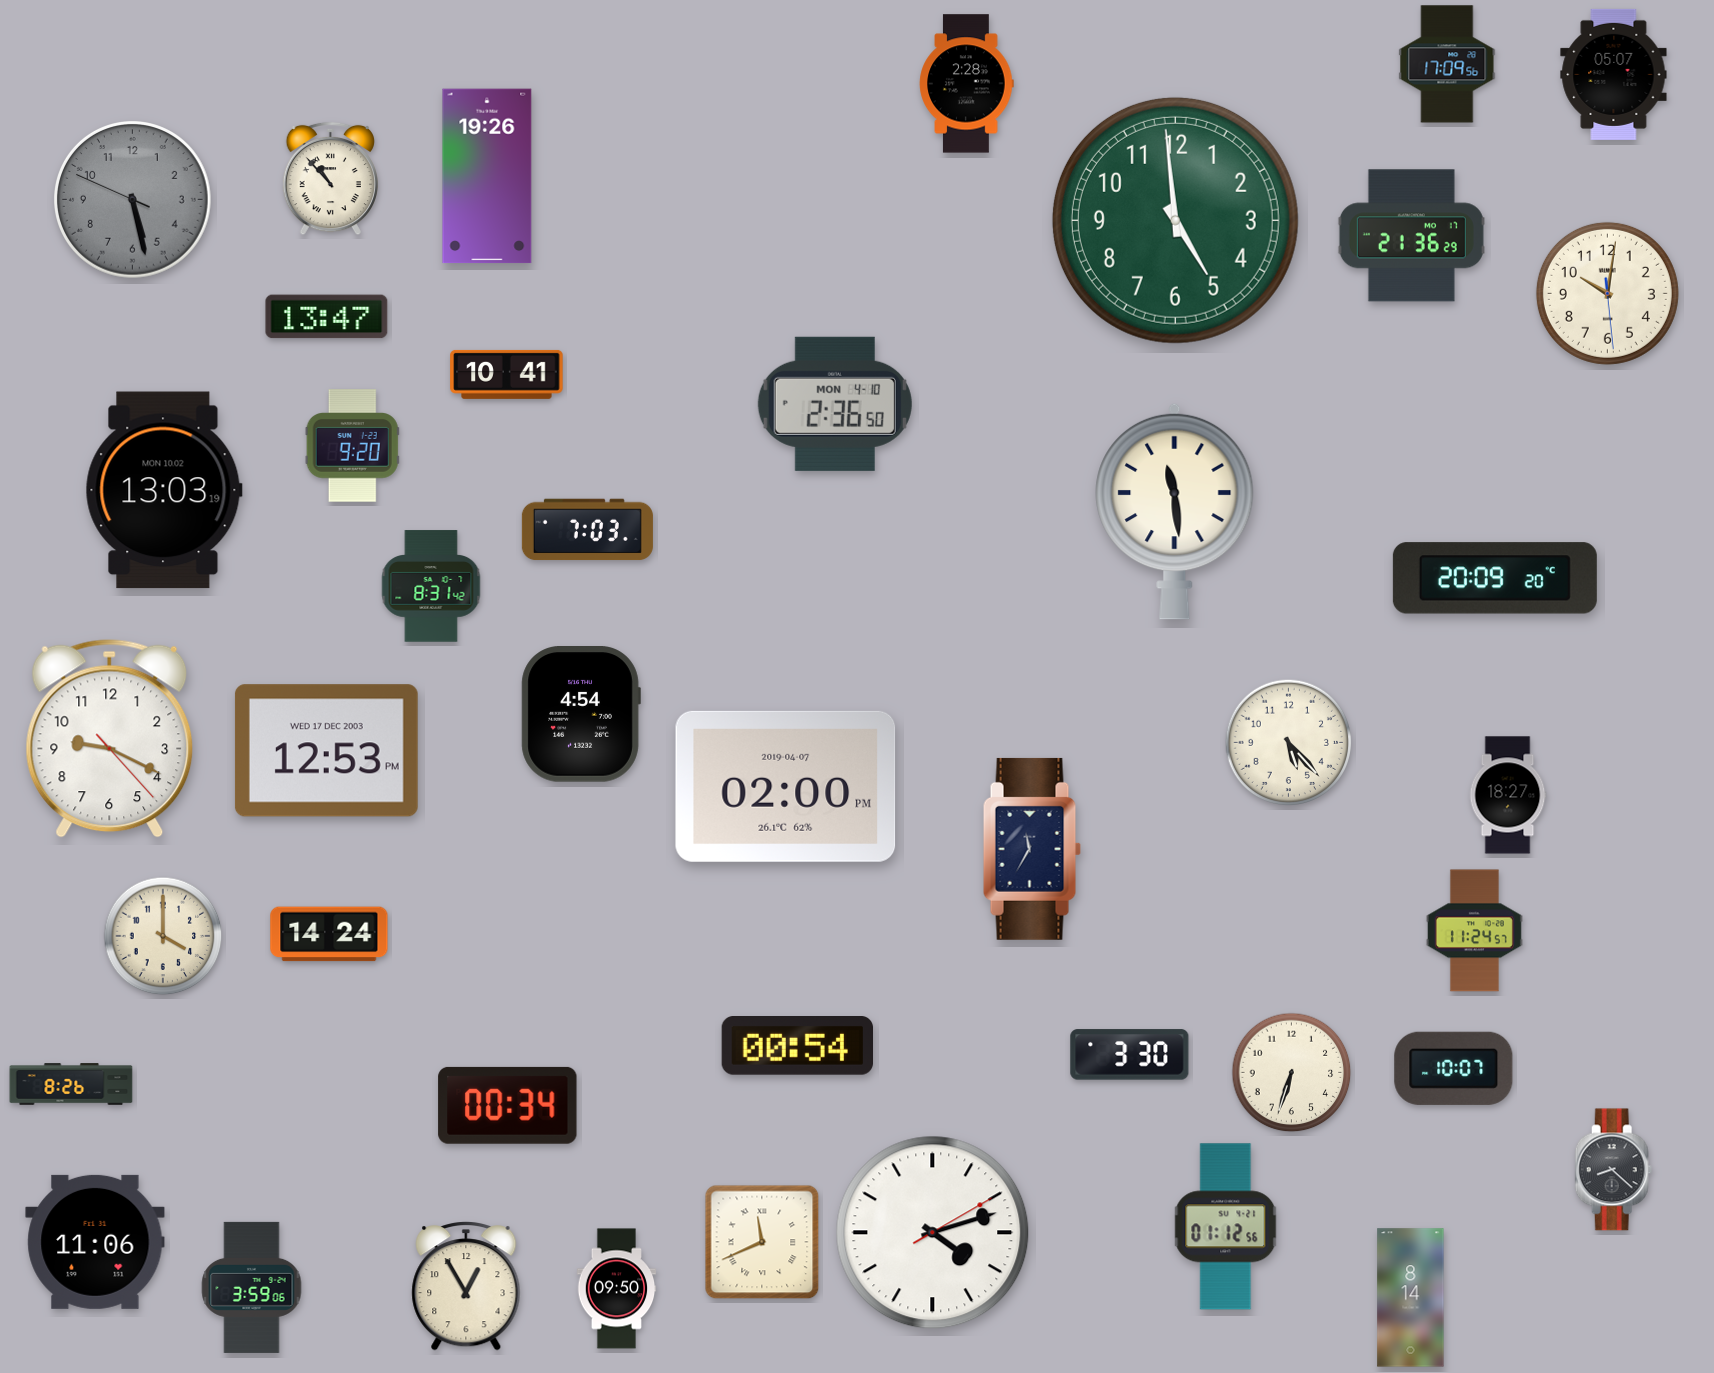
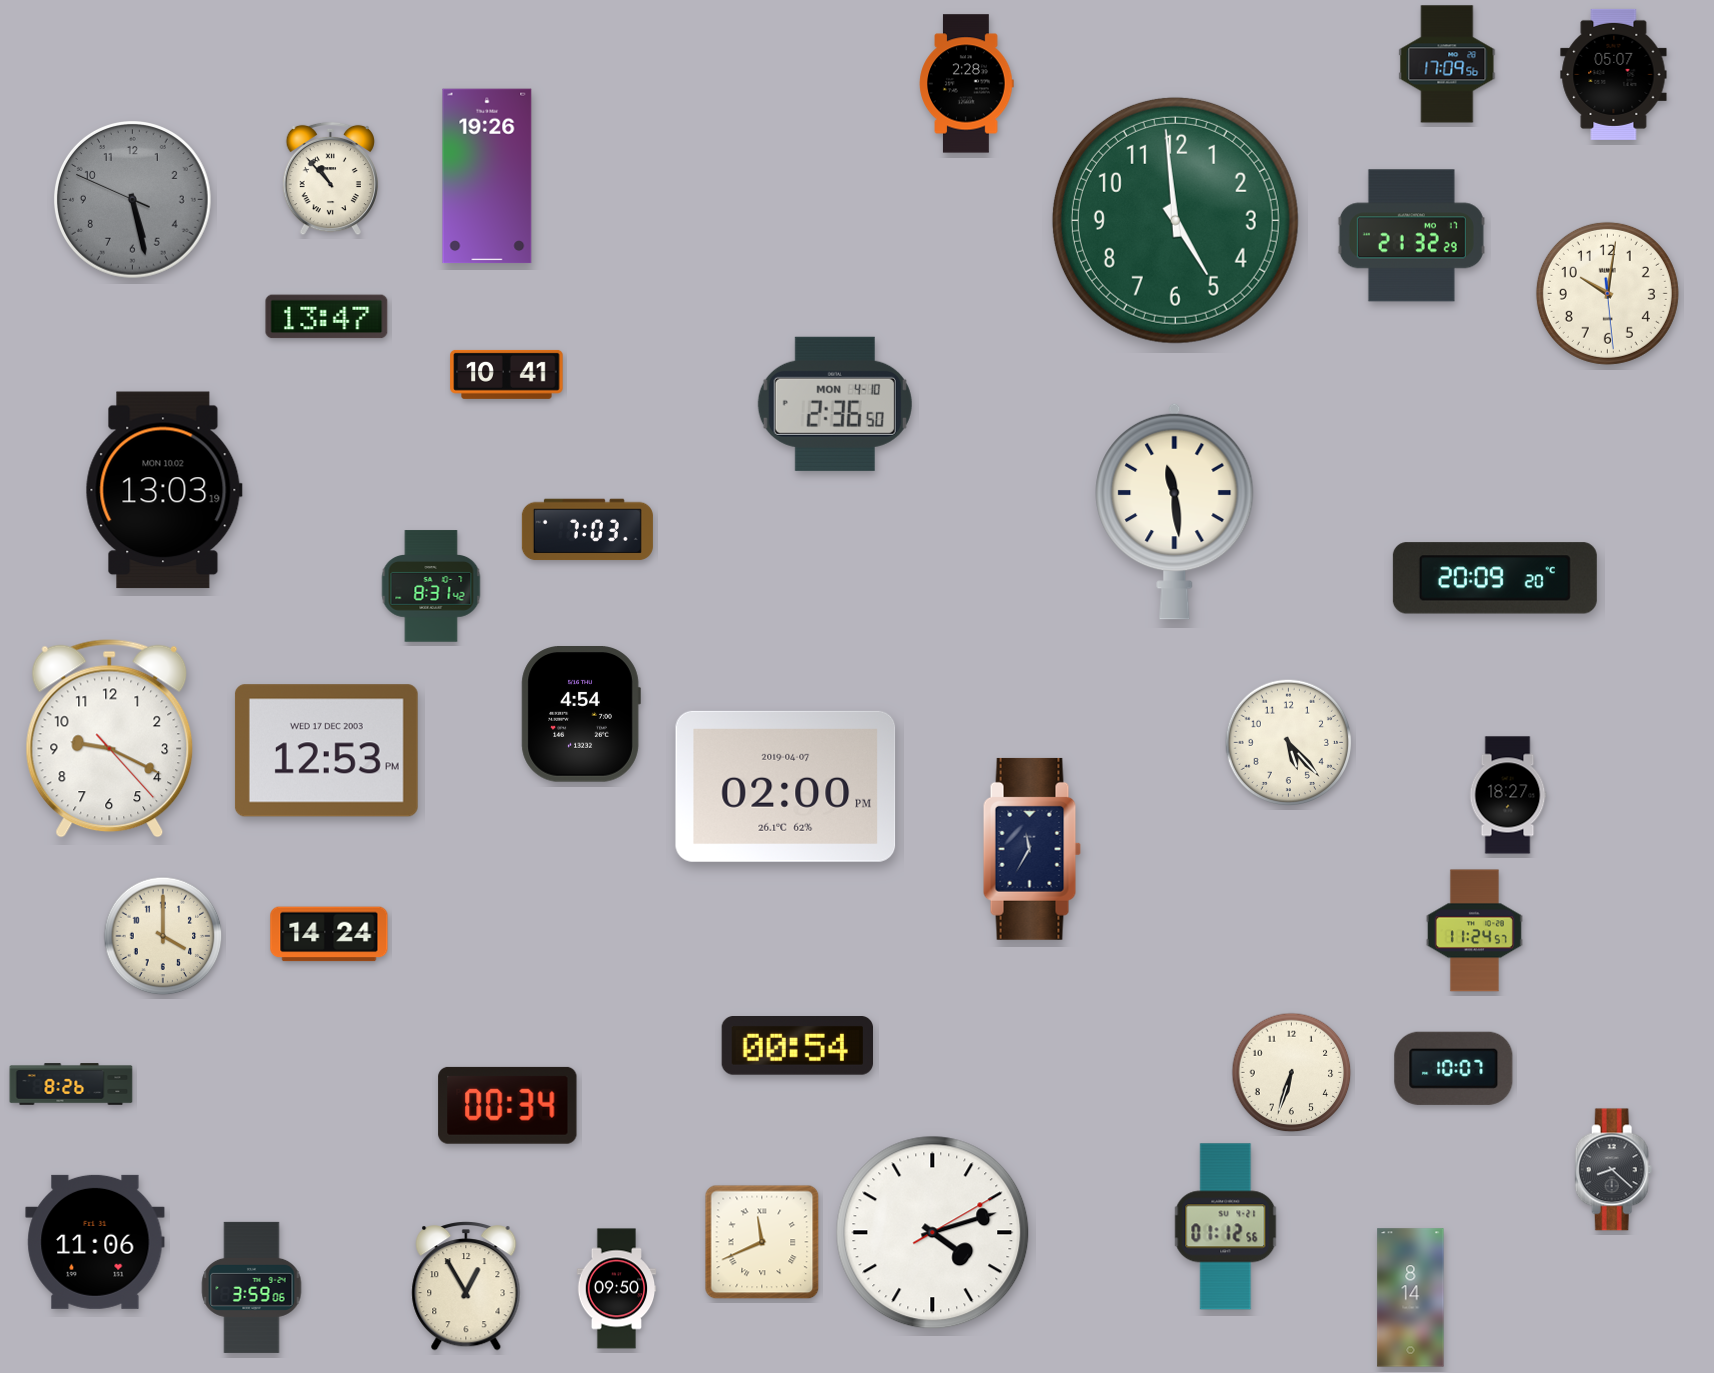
clock at (1411, 236): 21:36 -> 21:32
clock at (352, 446): 9:20 -> none
clock at (1130, 1055): 3:30 -> none
